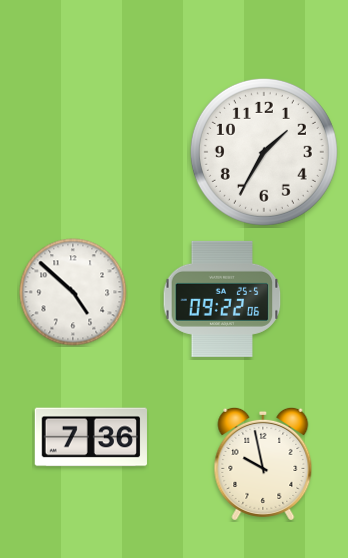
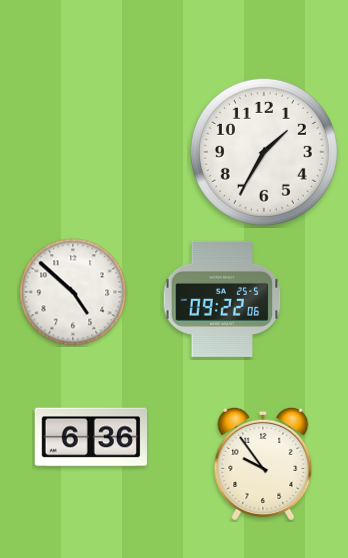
clock at (91, 437): 7:36 -> 6:36
clock at (263, 464): 9:58 -> 9:54
